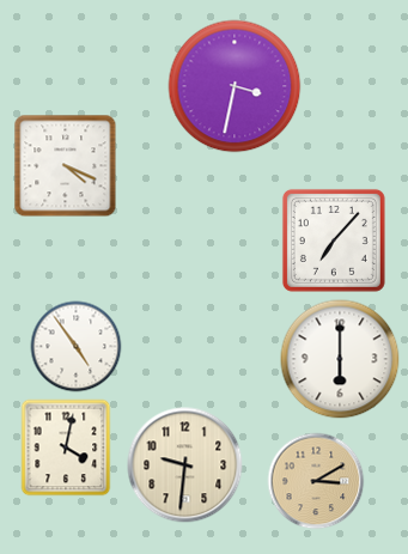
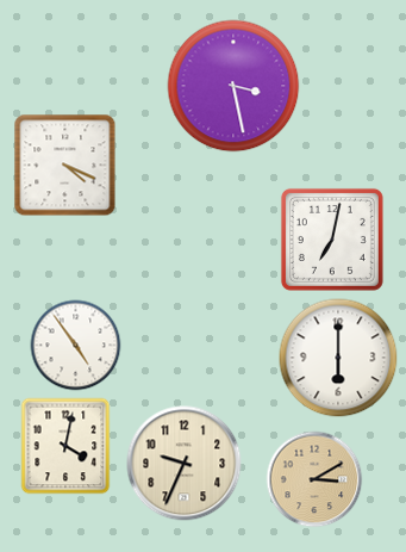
clock at (235, 86): 3:32 -> 3:28
clock at (334, 241): 7:07 -> 7:02
clock at (185, 465): 9:31 -> 9:34
